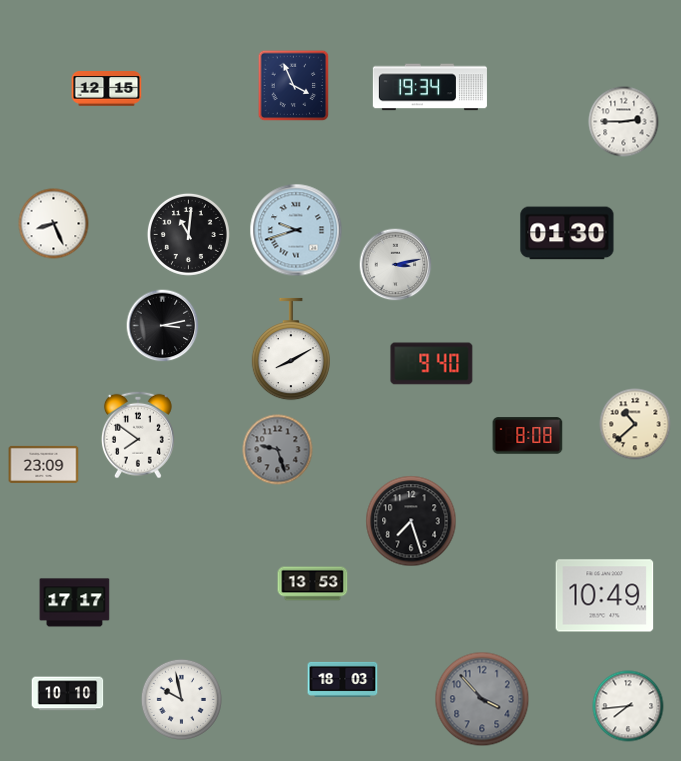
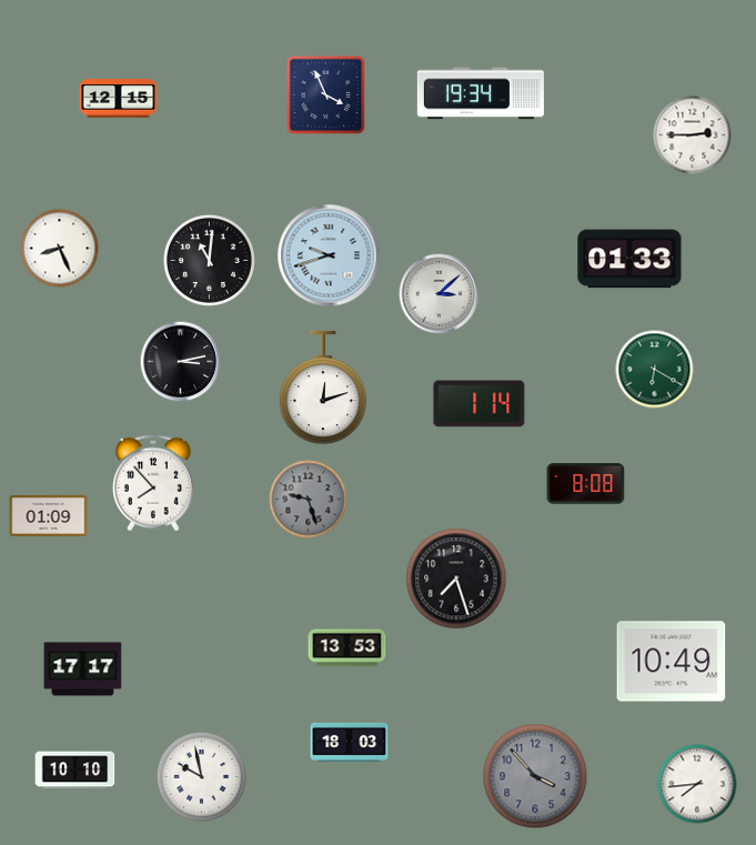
clock at (430, 87) position: (430, 87) -> (481, 93)
clock at (567, 233): 01:30 -> 01:33
clock at (396, 265): 3:13 -> 3:08
clock at (655, 370): none -> 6:20
clock at (291, 349): 8:10 -> 12:12
clock at (432, 364): 9:40 -> 1:14
clock at (635, 424): 10:38 -> none
clock at (138, 435): 7:51 -> 7:53
clock at (44, 464): 23:09 -> 01:09
clock at (343, 679) position: (343, 679) -> (350, 742)
